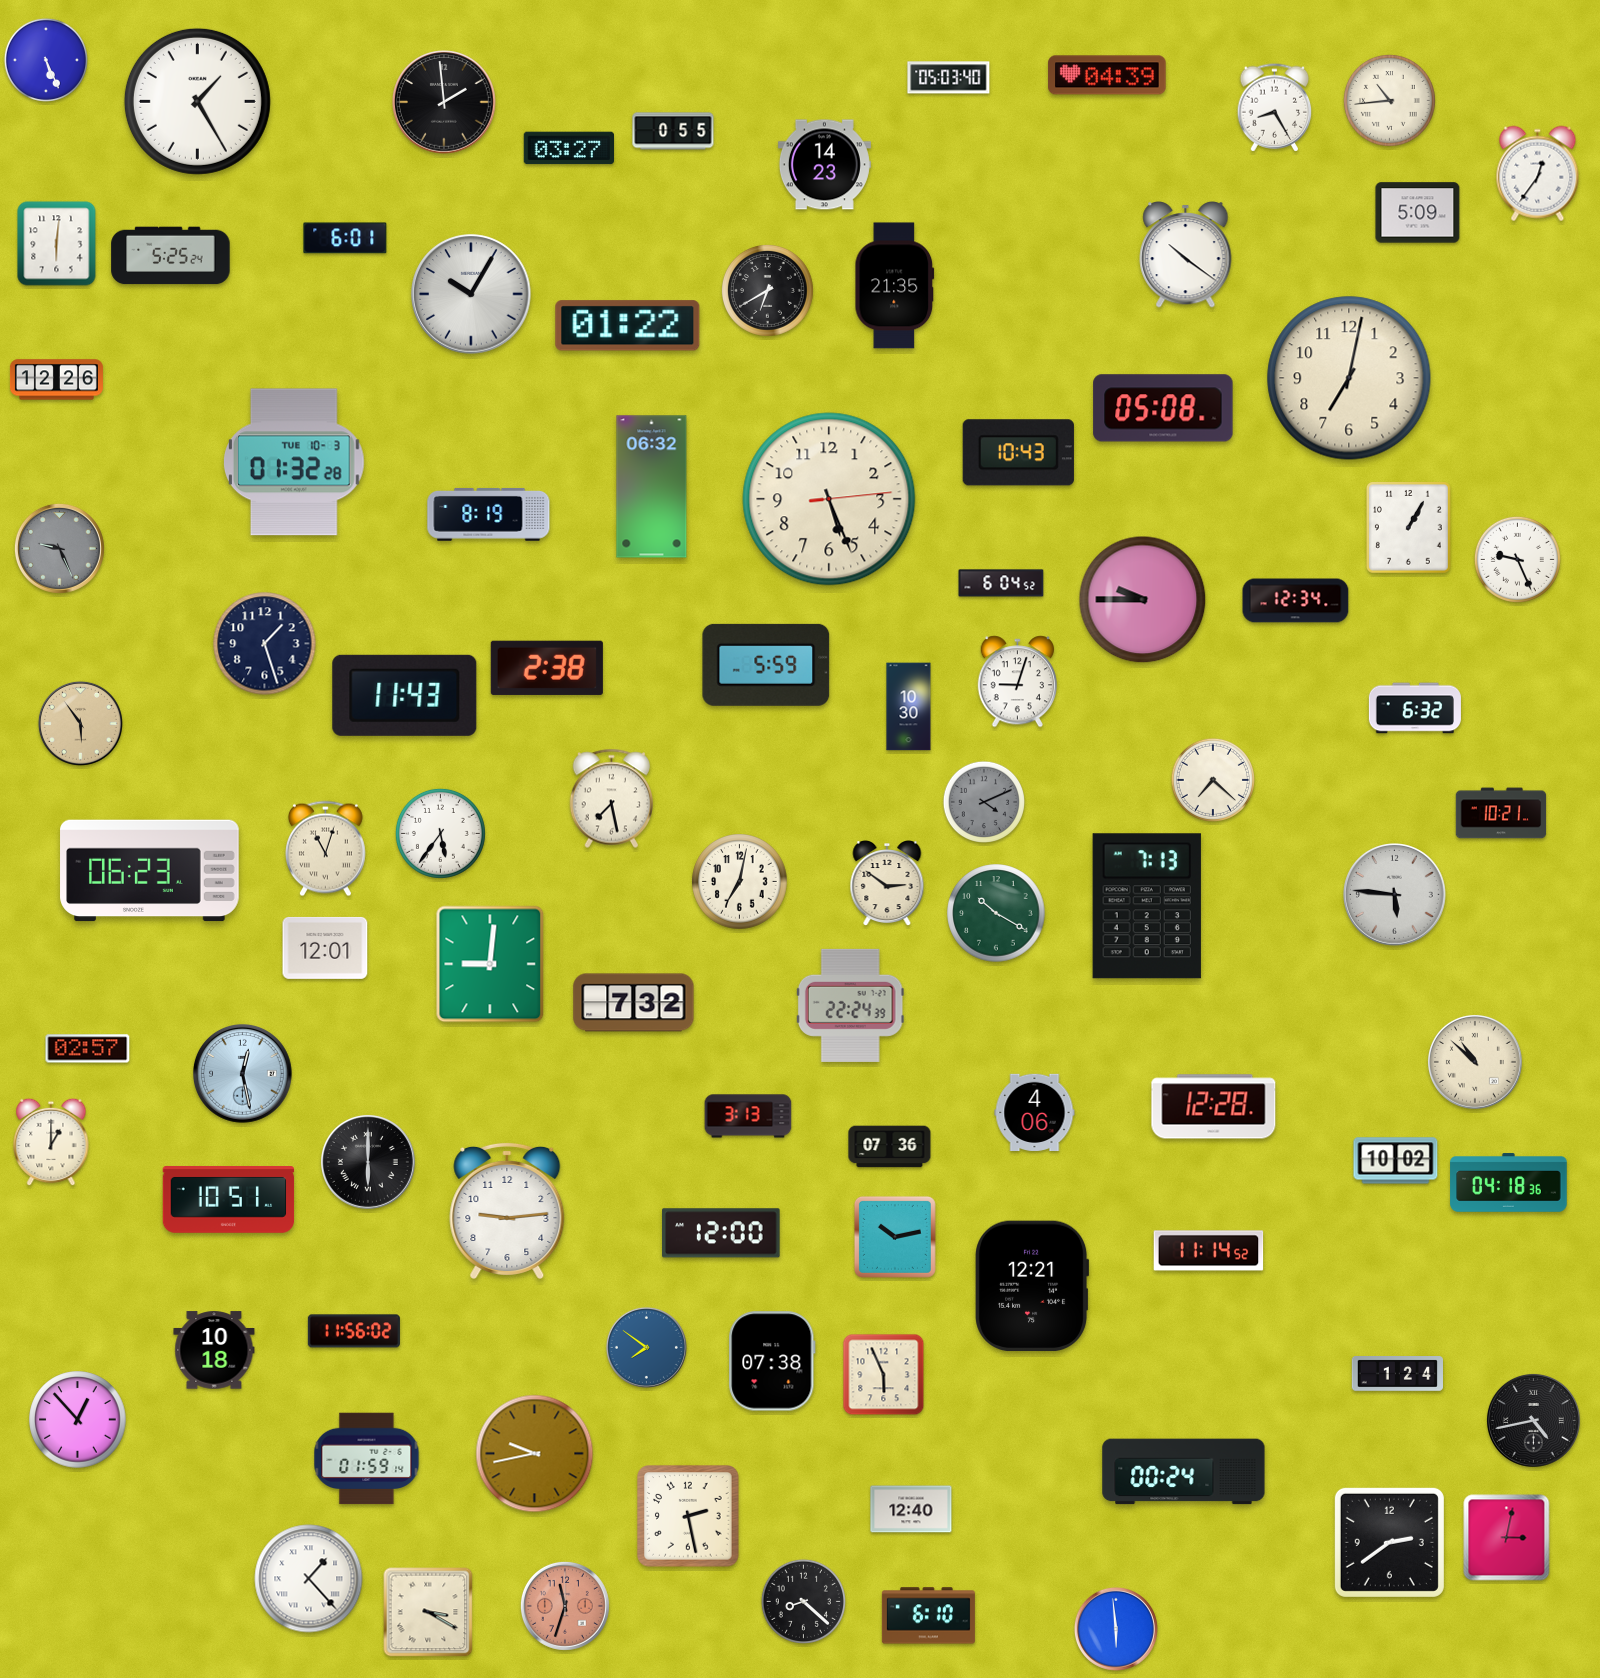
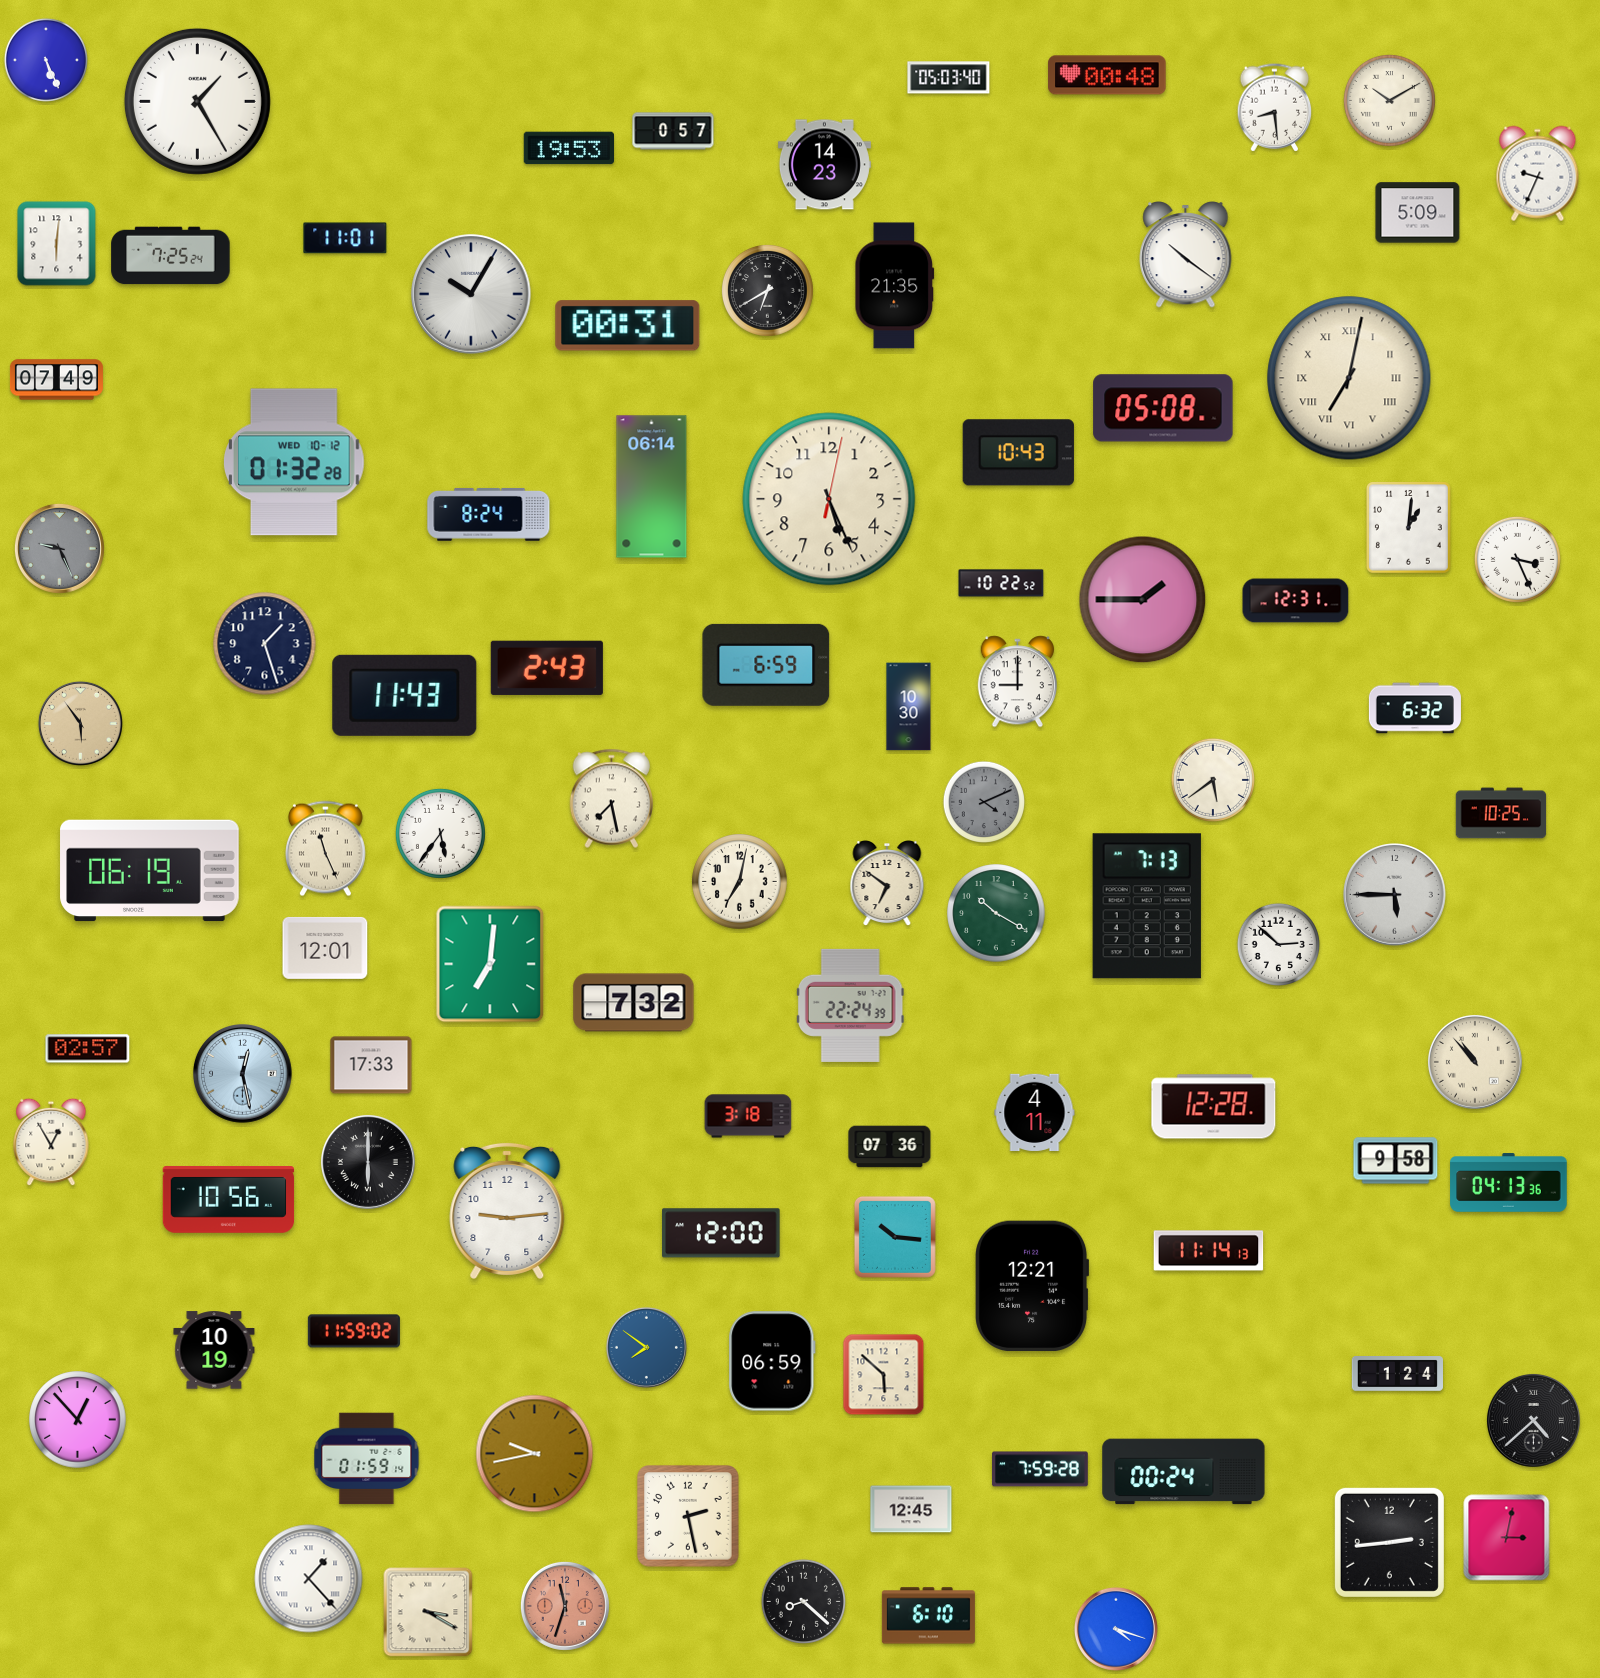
clock at (1107, 75): 04:39 -> 00:48
clock at (1389, 100): 10:44 -> 10:10
clock at (445, 103): 1:59 -> none
clock at (1275, 108): 8:25 -> 8:29
clock at (673, 131): 0:55 -> 0:57
clock at (568, 148): 03:27 -> 19:53
clock at (1538, 174): 12:36 -> 9:34
clock at (345, 238): 6:01 -> 11:01
clock at (171, 256): 5:25 -> 7:25
clock at (628, 326): 01:22 -> 00:31
clock at (1349, 378) numerals: Arabic -> Roman
clock at (56, 380): 12:26 -> 07:49
clock at (294, 462) date: TUE 10-3 -> WED 10-12
clock at (652, 487): 06:32 -> 06:14
clock at (829, 499): 5:26:14 -> 5:26:02
clock at (489, 515): 8:19 -> 8:24
clock at (1409, 528): 1:05 -> 1:01
clock at (1517, 559): 9:26 -> 3:26
clock at (1001, 583): 6:04 -> 10:22
clock at (1143, 600): 9:45 -> 1:45
clock at (1296, 601): 12:34 -> 12:31
clock at (766, 665): 5:59 -> 6:59
clock at (547, 668): 2:38 -> 2:43
clock at (1017, 682): 9:03 -> 9:00
clock at (1213, 780): 7:22 -> 5:39
clock at (1501, 813): 10:21 -> 10:25
clock at (325, 849): 11:03 -> 11:26
clock at (150, 871): 06:23 -> 06:19
clock at (887, 884): 2:51 -> 6:51
clock at (1395, 895): 5:46 -> 5:45
clock at (1278, 944): none -> 2:52
clock at (490, 964): 9:01 -> 7:01
clock at (1475, 1062): 10:52 -> 10:53
clock at (371, 1065): none -> 17:33
clock at (1035, 1112): 4:06 -> 4:11
clock at (748, 1116): 3:13 -> 3:18
clock at (51, 1142): 1:00 -> 12:55
clock at (1396, 1161): 10:02 -> 9:58
clock at (1509, 1183): 04:18 -> 04:13
clock at (229, 1200): 10:51 -> 10:56
clock at (895, 1237): 10:13 -> 10:16
clock at (1209, 1251): 11:14:52 -> 11:14:13
clock at (354, 1331): 11:56 -> 11:59
clock at (214, 1350): 10:18 -> 10:19
clock at (772, 1361): 07:38 -> 06:59
clock at (884, 1375): 5:56 -> 5:52
clock at (1533, 1420): 4:43 -> 4:38
clock at (1040, 1469): none -> 7:59
clock at (911, 1509): 12:40 -> 12:45
clock at (1389, 1542): 2:39 -> 2:44
clock at (1116, 1629): 5:59 -> 4:18
